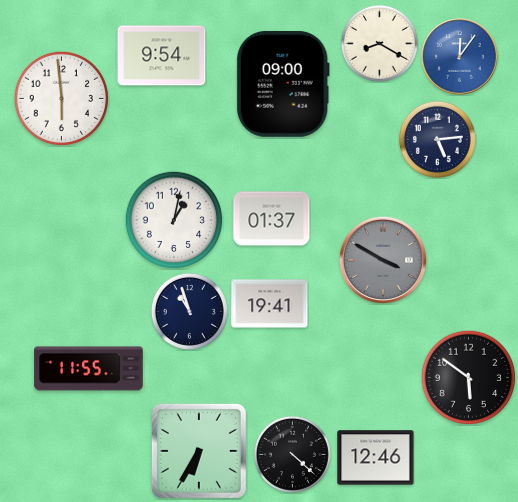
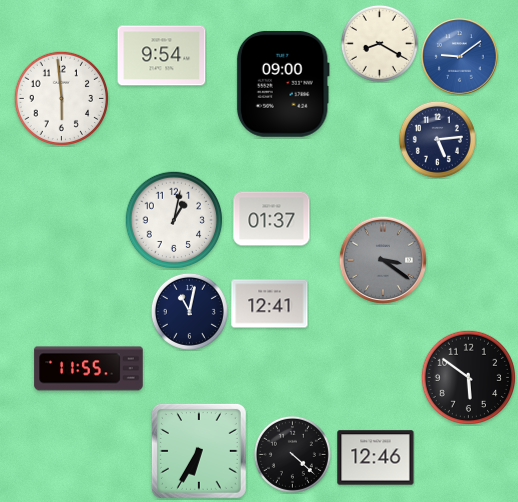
clock at (460, 57): 12:06 -> 9:09
clock at (383, 260): 3:50 -> 3:21
clock at (270, 304): 19:41 -> 12:41
clock at (189, 311): 10:57 -> 11:02
